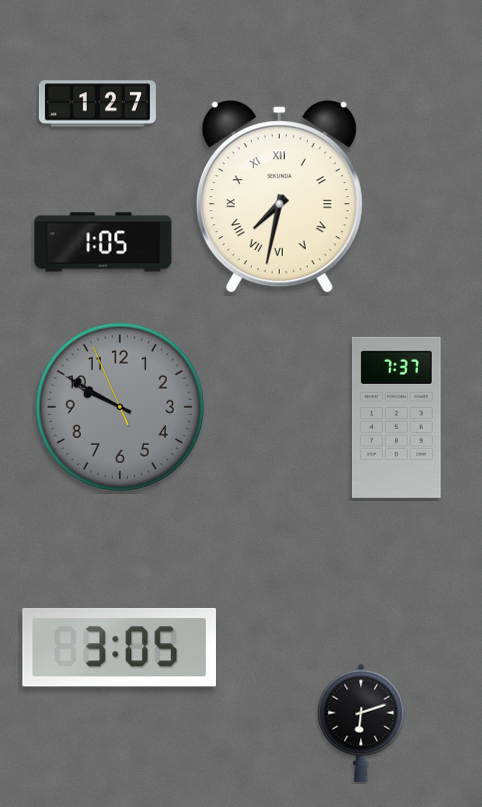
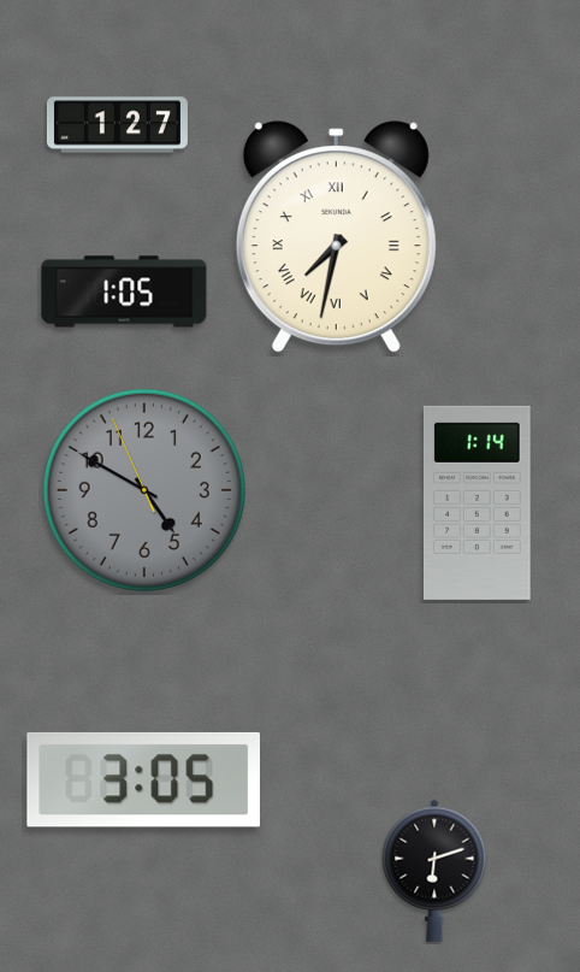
clock at (120, 407): 9:49 -> 4:49
clock at (396, 417): 7:37 -> 1:14
